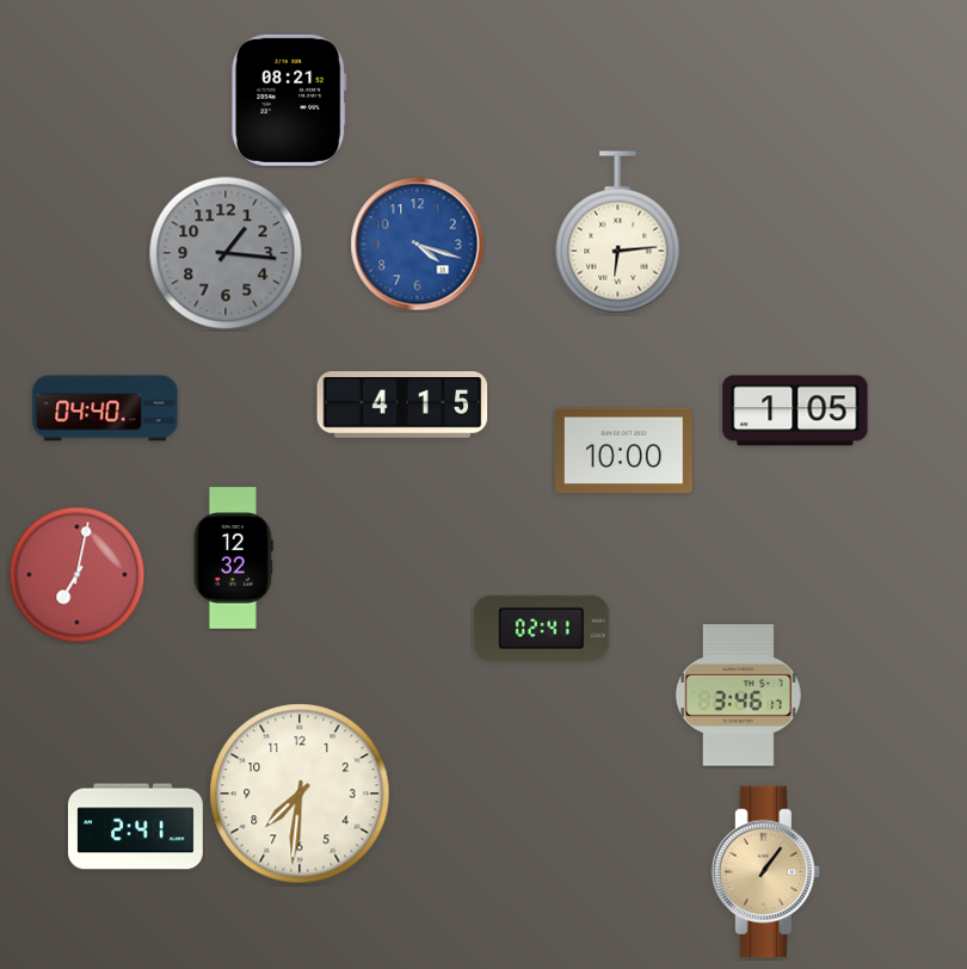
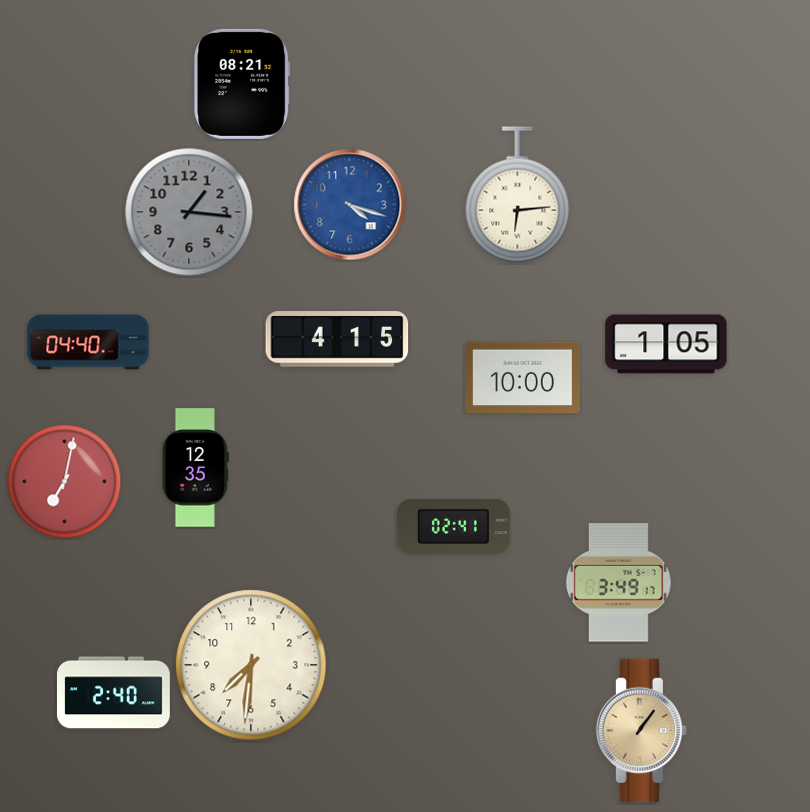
clock at (233, 558): 12:32 -> 12:35
clock at (738, 696): 3:46 -> 3:49
clock at (135, 827): 2:41 -> 2:40
